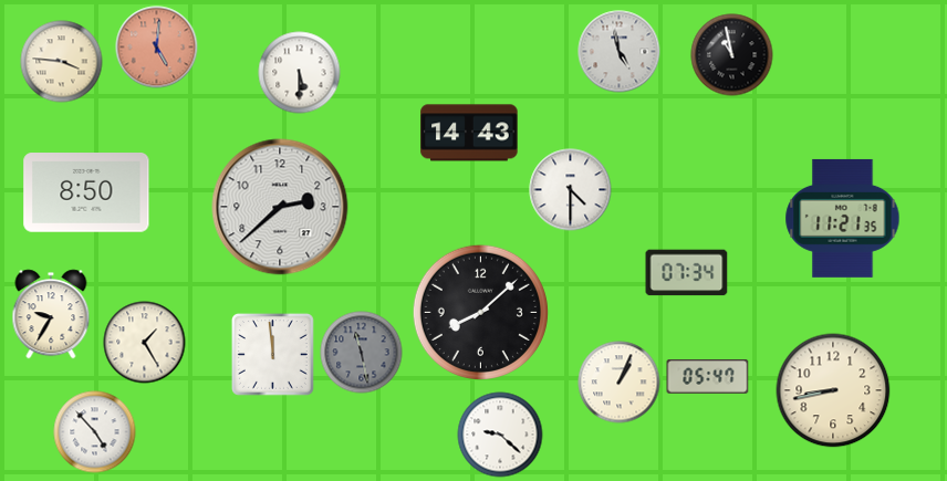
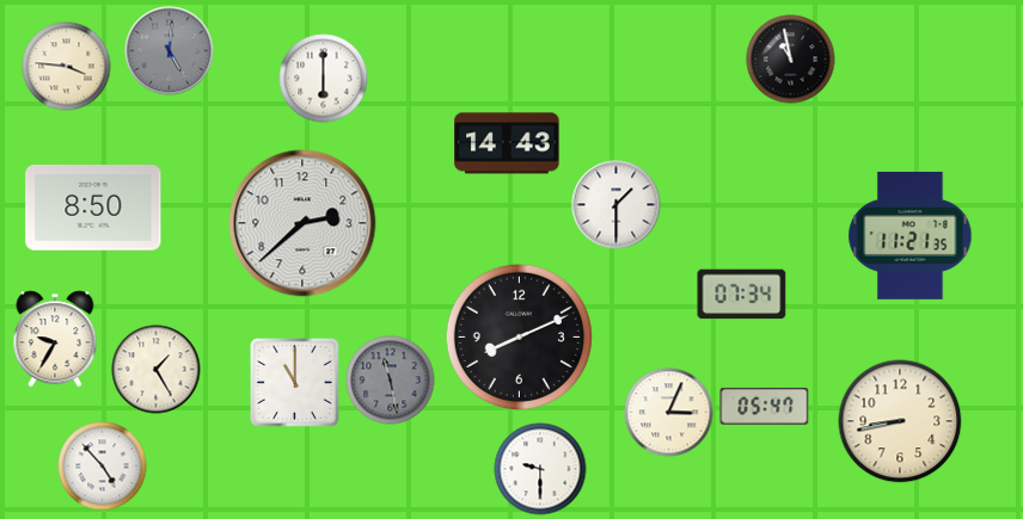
clock at (157, 48) dial: salmon -> grey
clock at (620, 52): 4:58 -> none
clock at (300, 73): 5:30 -> 6:00
clock at (571, 190): 4:30 -> 1:30
clock at (480, 312): 8:08 -> 8:11
clock at (272, 354): 11:59 -> 11:00
clock at (620, 383): 1:04 -> 3:04
clock at (500, 435): 9:22 -> 9:30
